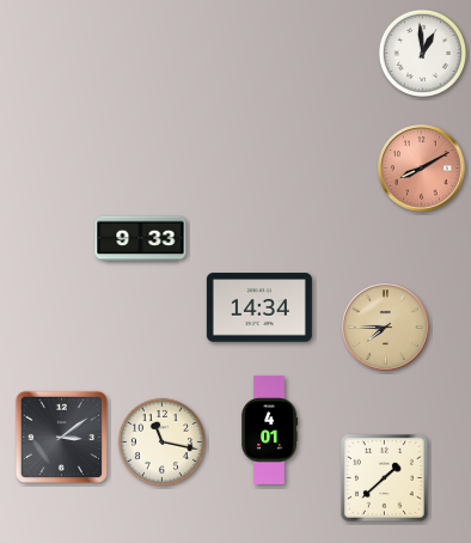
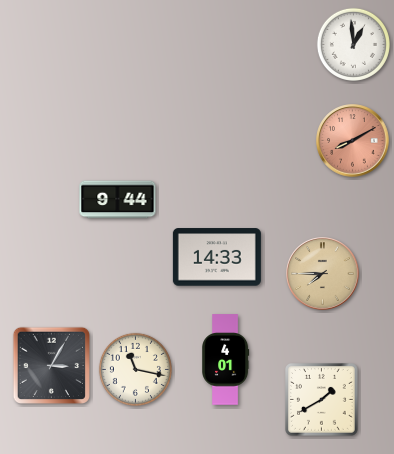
clock at (141, 239): 9:33 -> 9:44
clock at (259, 307): 14:34 -> 14:33
clock at (61, 437): 3:09 -> 3:05
clock at (385, 478): 1:38 -> 1:40
